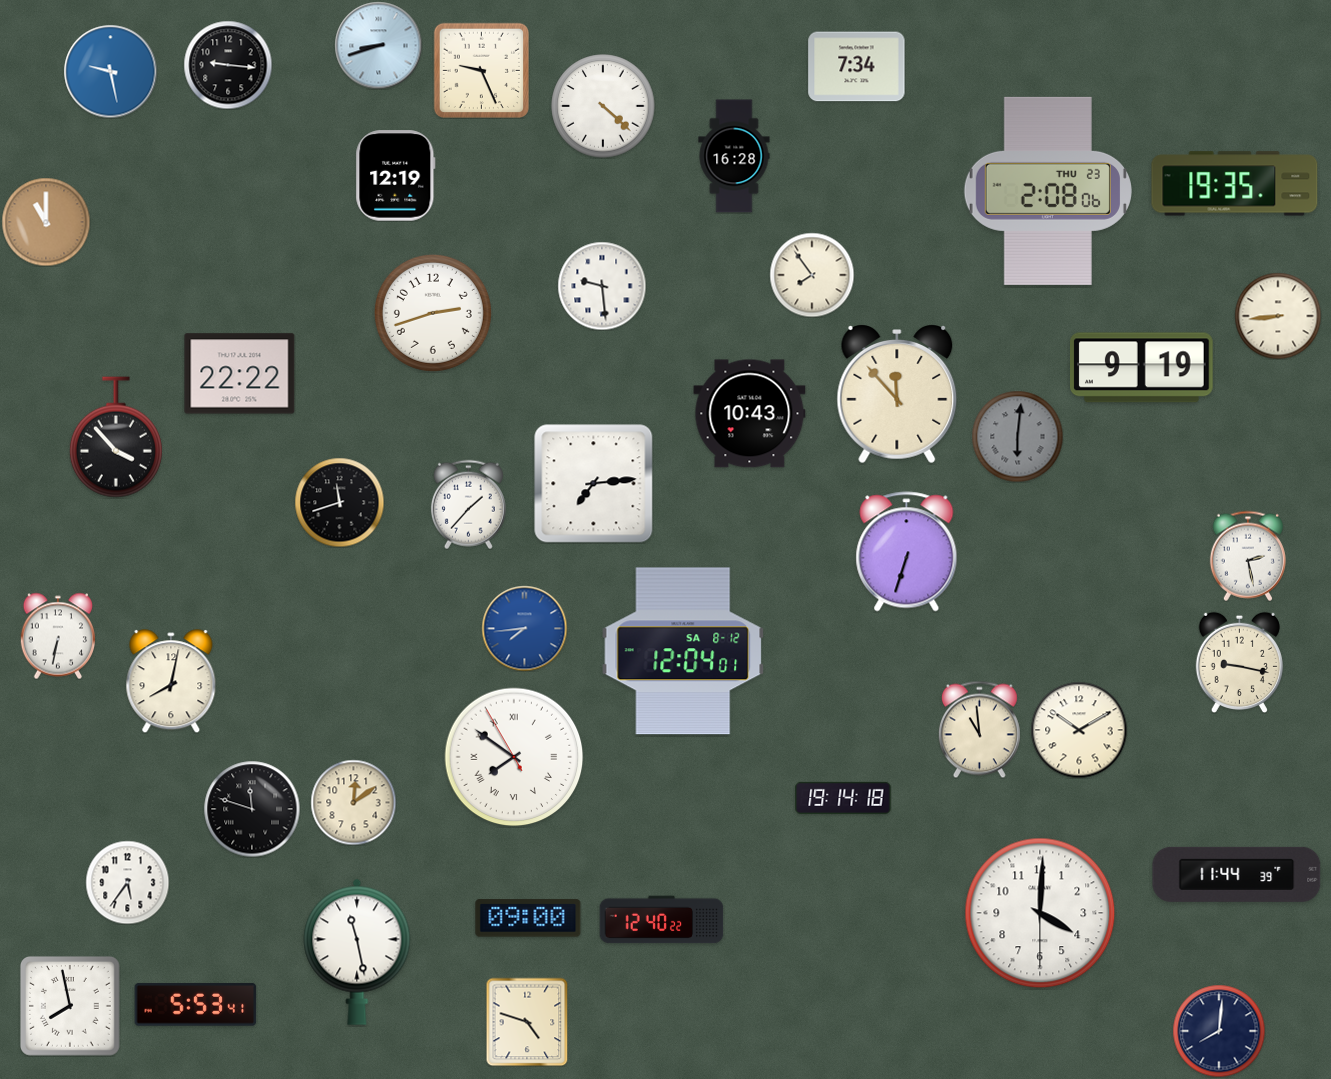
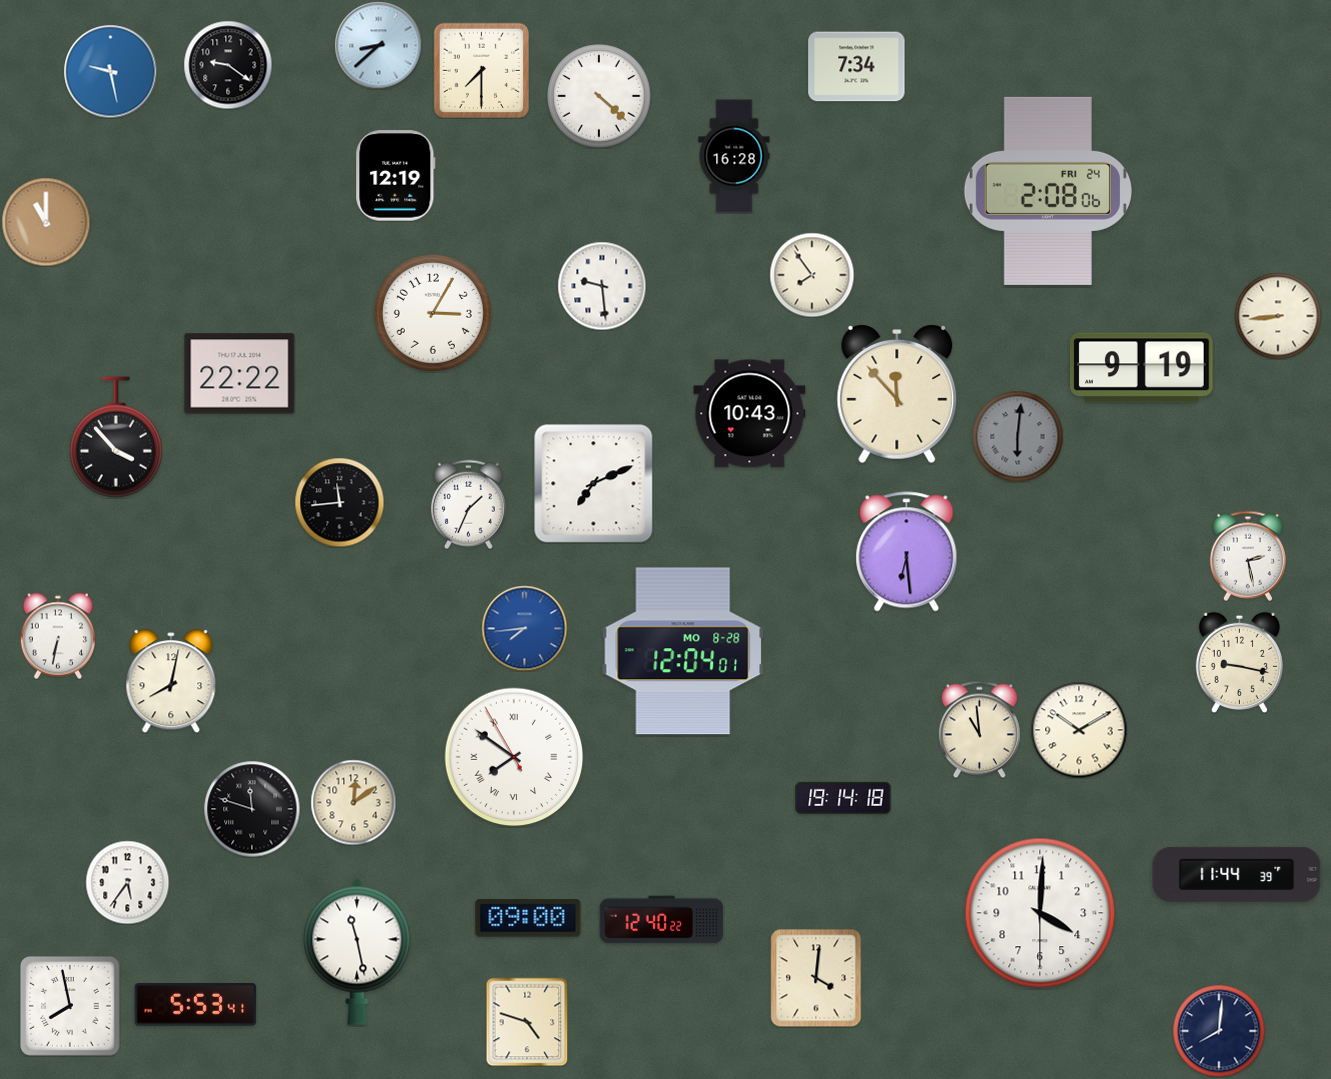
clock at (378, 45): 8:42 -> 8:38
clock at (228, 65): 9:16 -> 9:21
clock at (481, 70): 9:26 -> 7:30
clock at (603, 106) position: (603, 106) -> (599, 96)
clock at (1235, 184): 19:35 -> none
clock at (1048, 191) date: THU 23 -> FRI 24
clock at (433, 313): 2:42 -> 3:05
clock at (594, 484): 7:14 -> 7:11
clock at (339, 502): 11:42 -> 11:44
clock at (468, 504): 1:37 -> 1:34
clock at (907, 552): 6:33 -> 6:29
clock at (683, 651) date: SA 8-12 -> MO 8-28
clock at (816, 978): none -> 4:01
